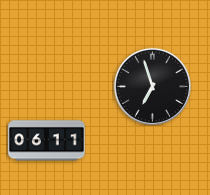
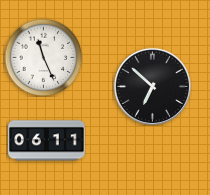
clock at (43, 57): none -> 11:26
clock at (152, 86): 6:57 -> 6:52
